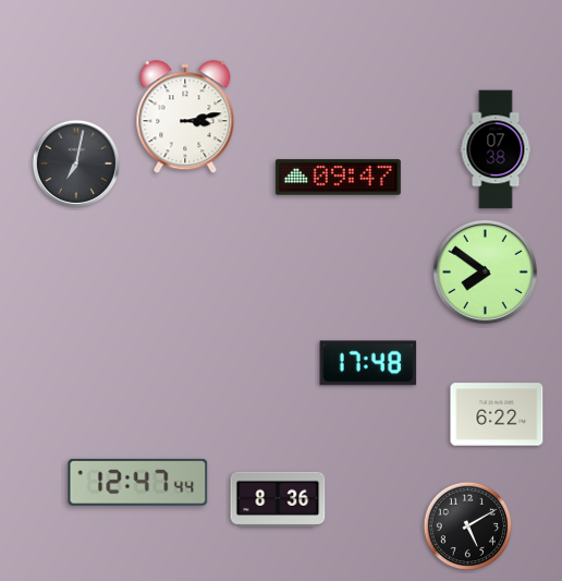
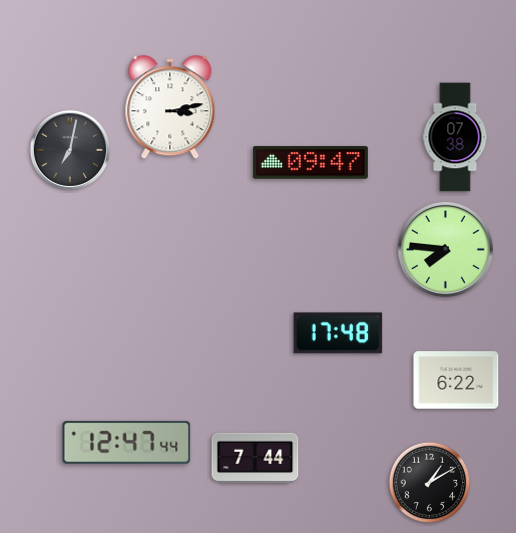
clock at (485, 271): 7:51 -> 7:46
clock at (278, 499): 8:36 -> 7:44
clock at (468, 526): 5:10 -> 1:10
